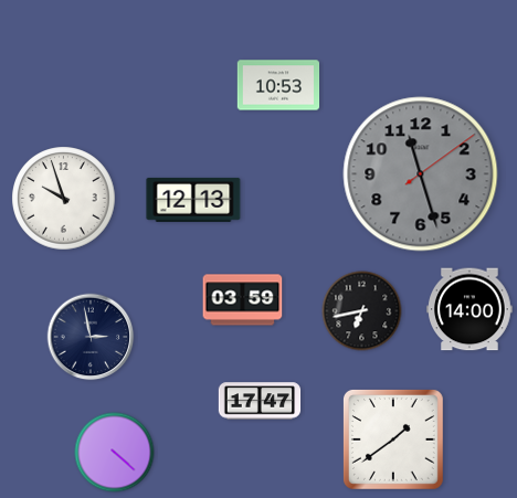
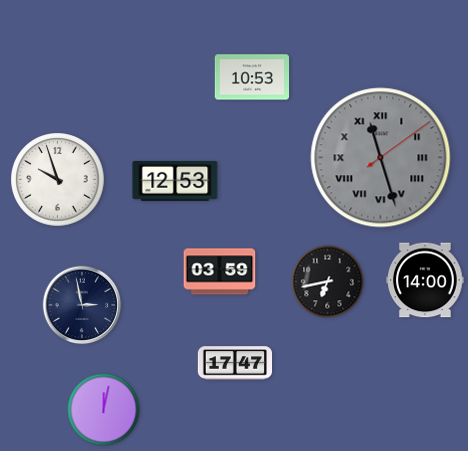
clock at (421, 174) numerals: Arabic -> Roman
clock at (193, 200): 12:13 -> 12:53
clock at (393, 439): 1:39 -> none
clock at (115, 453): 4:22 -> 12:02
